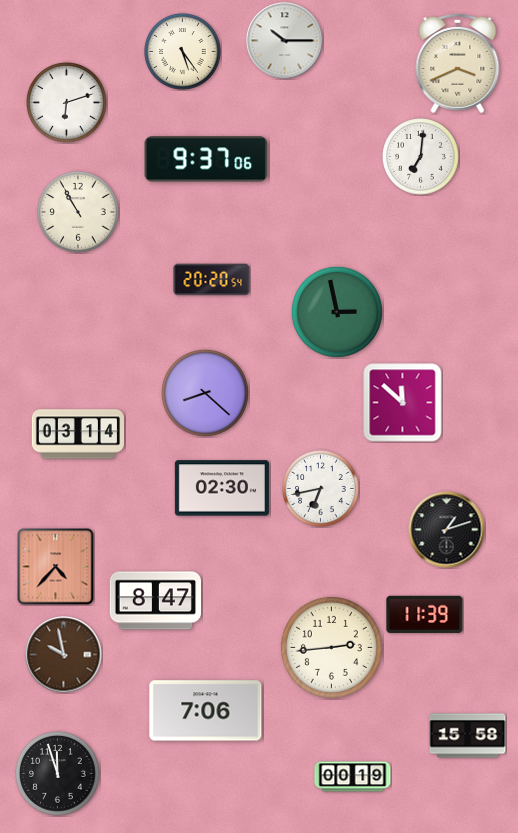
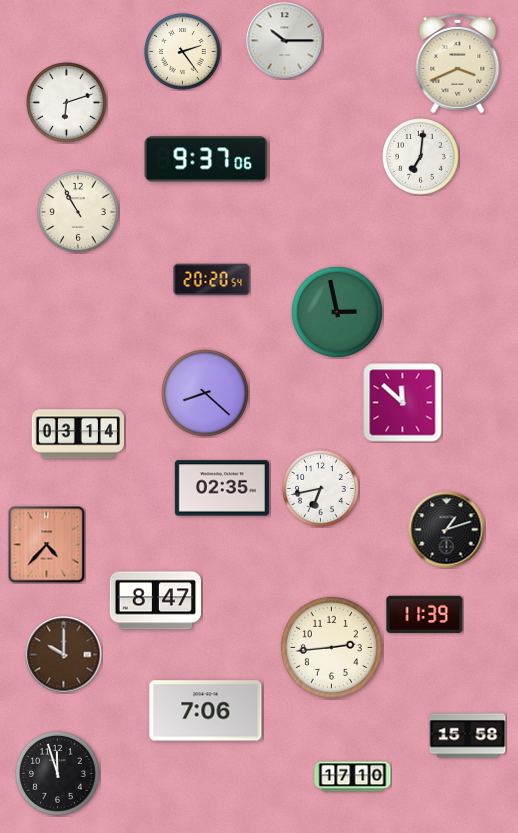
clock at (183, 52): 5:24 -> 2:24
clock at (222, 488): 02:30 -> 02:35
clock at (56, 567) position: (56, 567) -> (47, 545)
clock at (64, 655): 9:58 -> 10:00
clock at (353, 777): 00:19 -> 17:10
